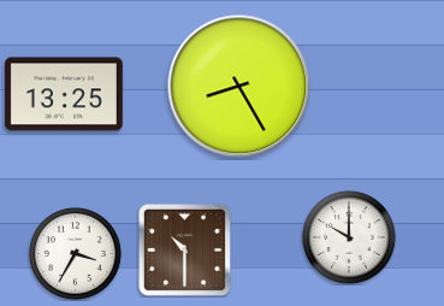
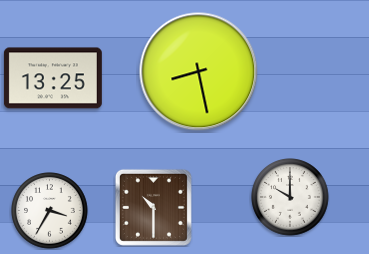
clock at (239, 87): 8:25 -> 8:28
clock at (76, 254) position: (76, 254) -> (50, 211)
